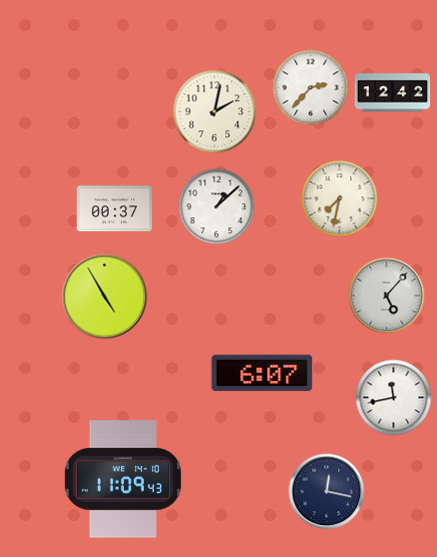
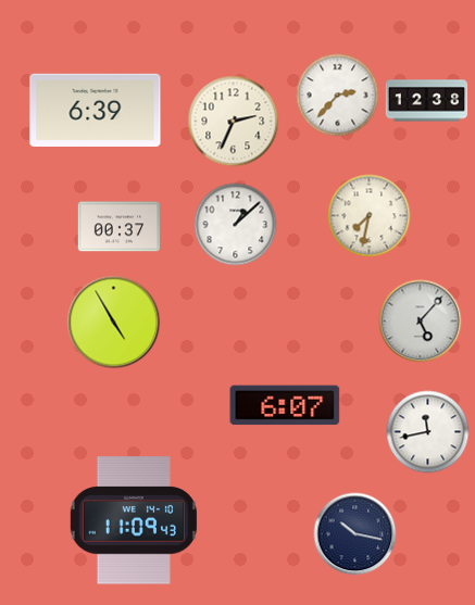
clock at (393, 93): 12:42 -> 12:38
clock at (96, 110): none -> 6:39
clock at (215, 112): 2:02 -> 2:34
clock at (114, 209) position: (114, 209) -> (118, 227)
clock at (327, 492): 12:17 -> 10:17
